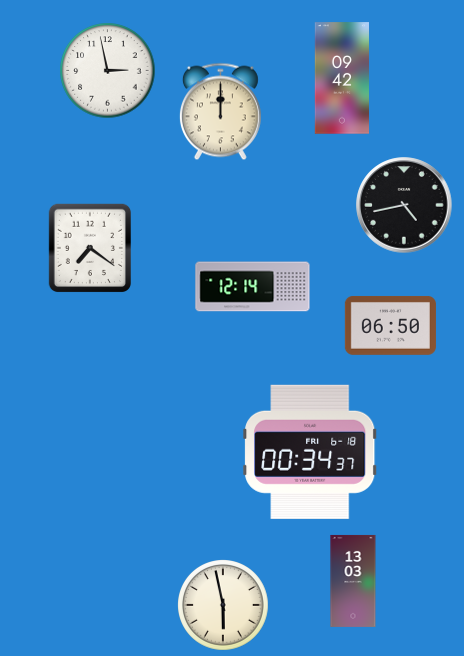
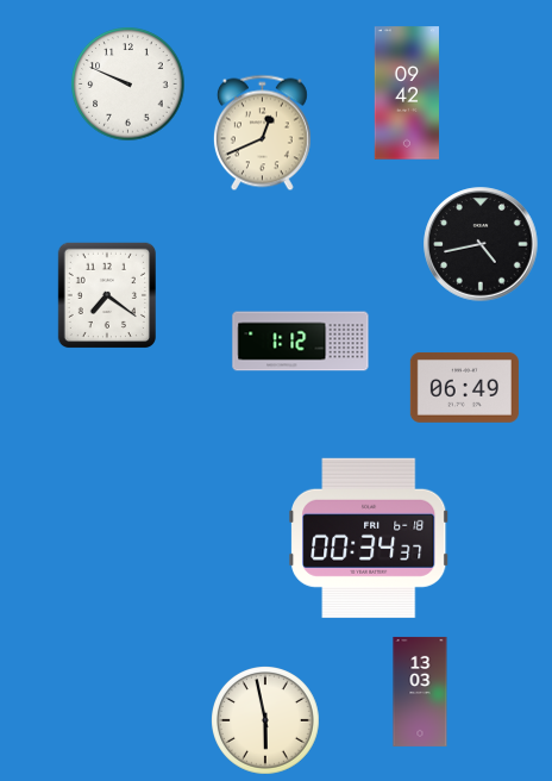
clock at (108, 71): 2:58 -> 9:49
clock at (220, 112): 12:00 -> 12:41
clock at (253, 287): 12:14 -> 1:12
clock at (390, 326): 06:50 -> 06:49
